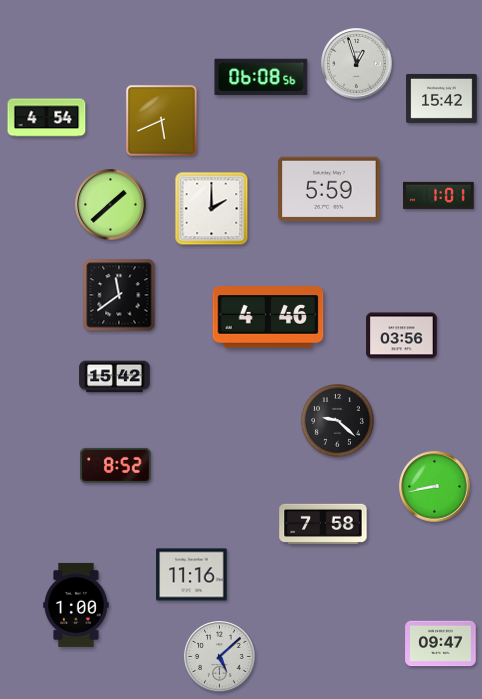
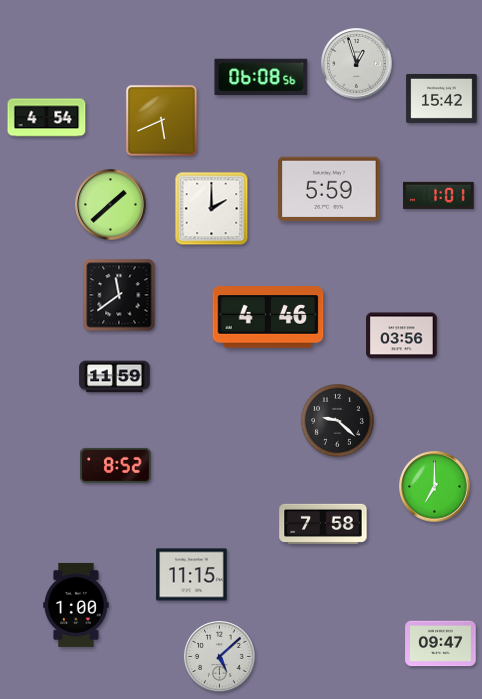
clock at (115, 377): 15:42 -> 11:59
clock at (435, 487): 8:43 -> 7:00
clock at (192, 575): 11:16 -> 11:15
